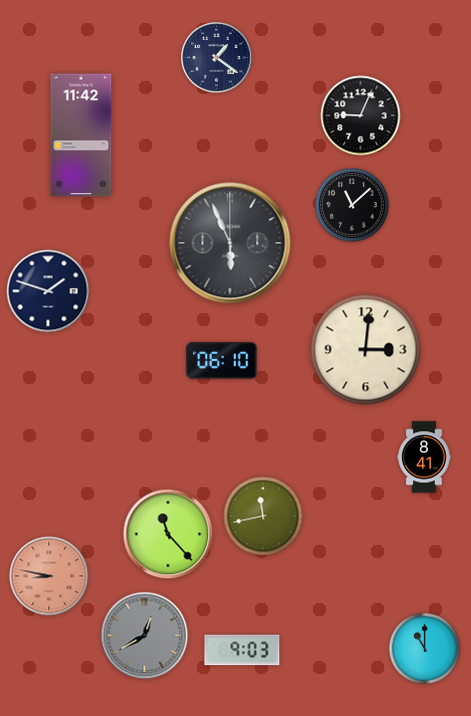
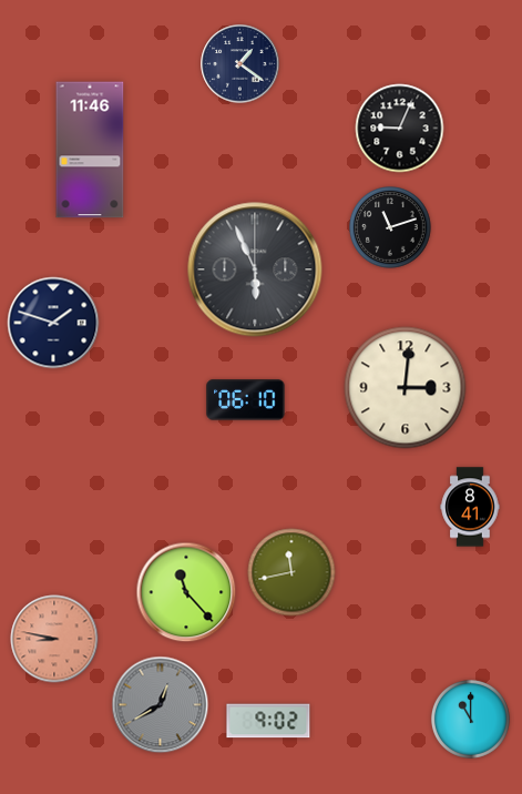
clock at (81, 135): 11:42 -> 11:46
clock at (352, 205): 11:08 -> 11:12
clock at (242, 650): 9:03 -> 9:02
